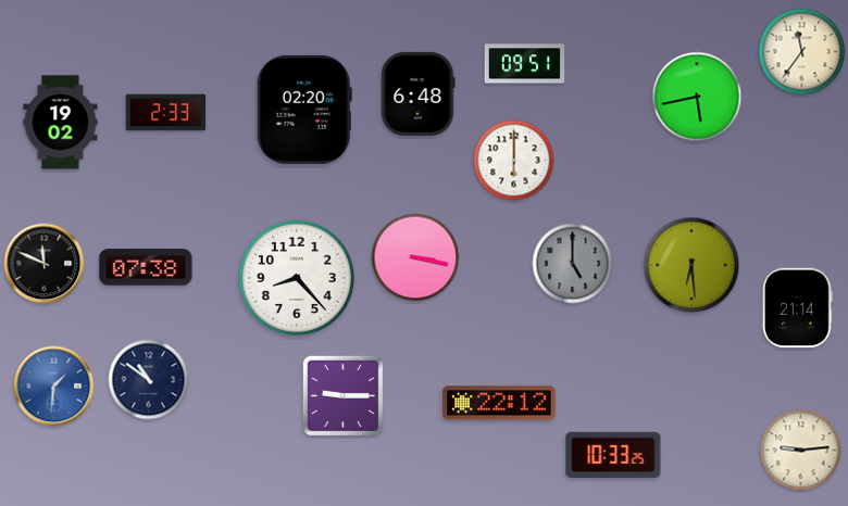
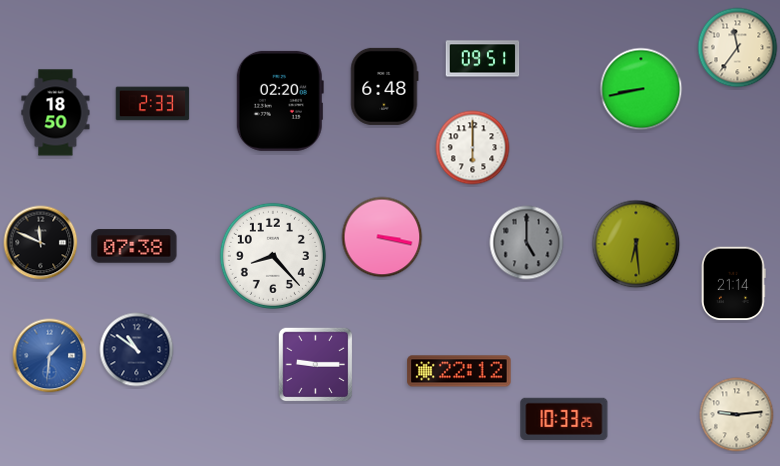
clock at (697, 97): 5:43 -> 8:43
clock at (61, 123): 19:02 -> 18:50
